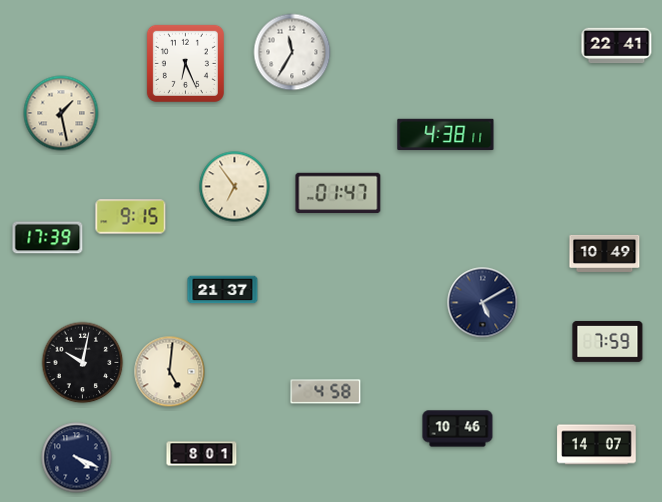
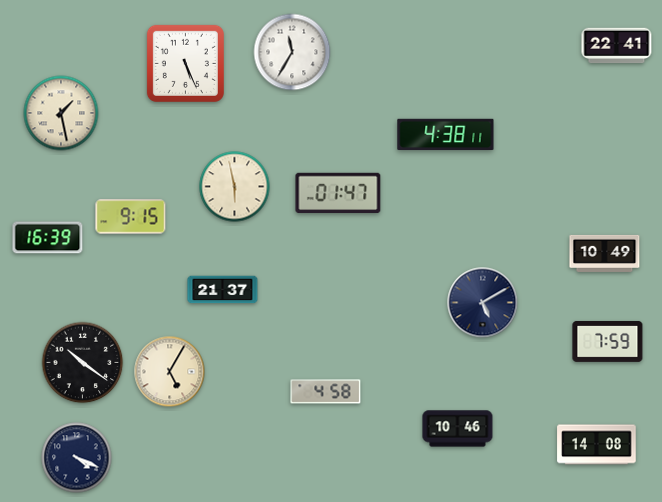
clock at (185, 63): 6:26 -> 5:26
clock at (235, 187): 6:54 -> 5:58
clock at (48, 238): 17:39 -> 16:39
clock at (83, 363): 10:02 -> 10:21
clock at (170, 372): 5:01 -> 5:05
clock at (597, 445): 14:07 -> 14:08
clock at (202, 454): 8:01 -> none
